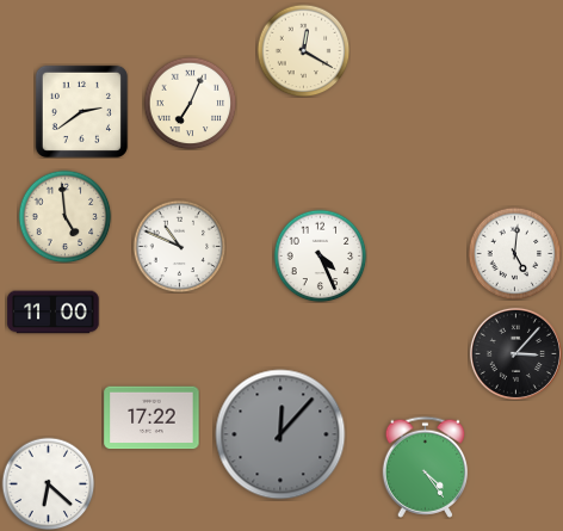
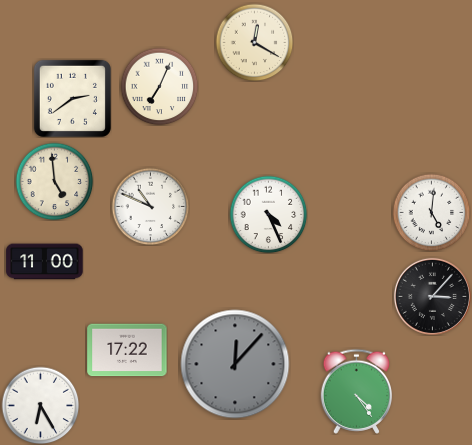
clock at (81, 111) position: (81, 111) -> (72, 98)
clock at (48, 483): 6:22 -> 6:25
